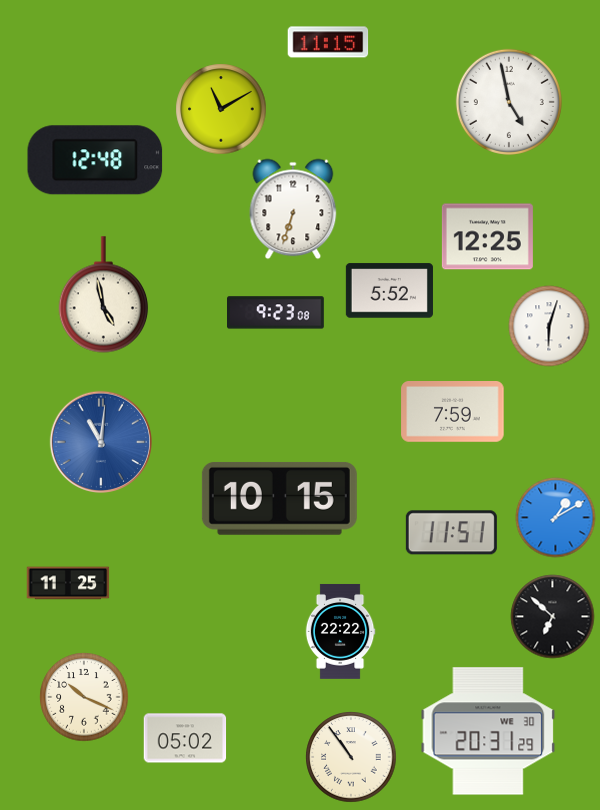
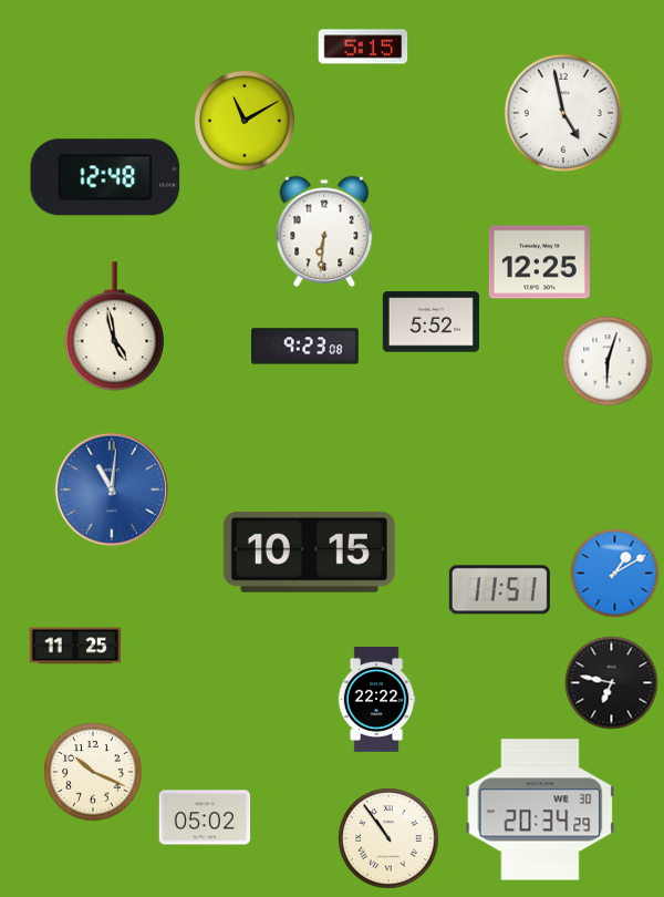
clock at (328, 42): 11:15 -> 5:15
clock at (293, 209): 6:33 -> 6:31
clock at (453, 412): 7:59 -> none
clock at (552, 616): 6:52 -> 6:47
clock at (488, 731): 20:31 -> 20:34
